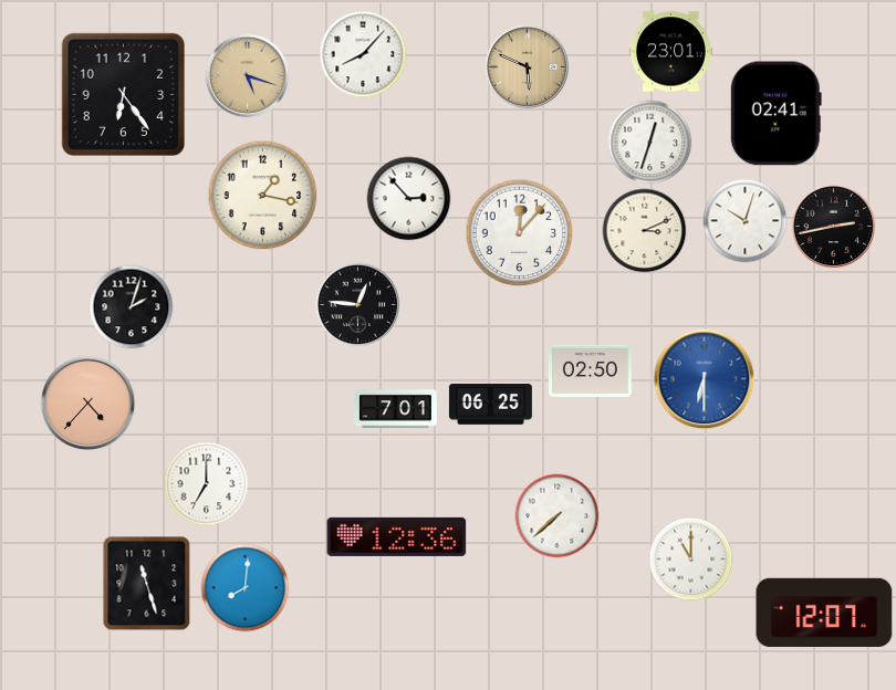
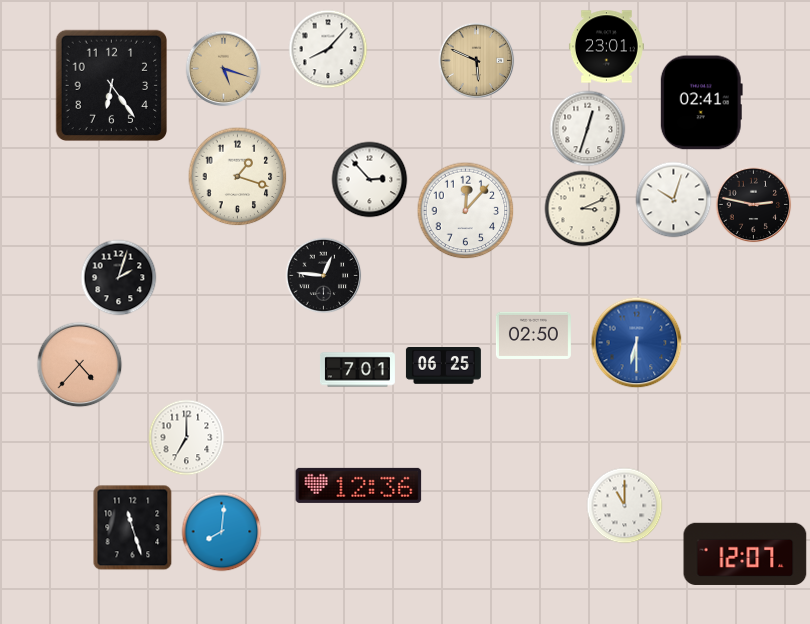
clock at (263, 196): 1:17 -> 1:18
clock at (834, 227): 2:43 -> 2:47
clock at (520, 233) position: (520, 233) -> (466, 211)
clock at (558, 516): 7:38 -> none
